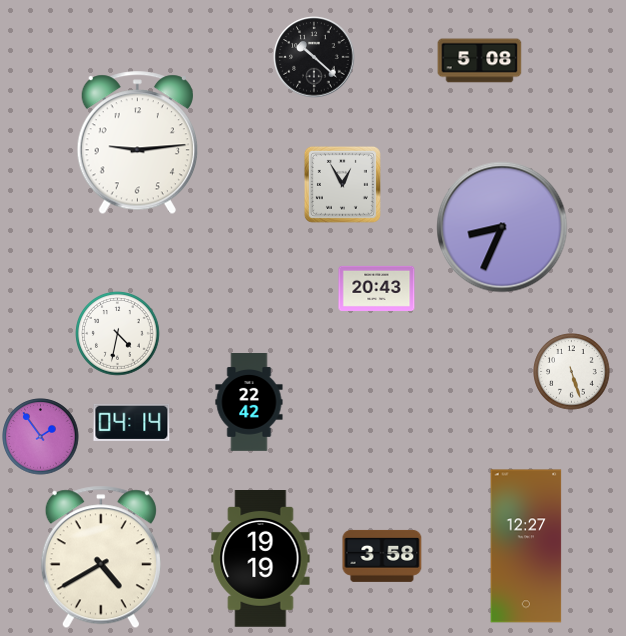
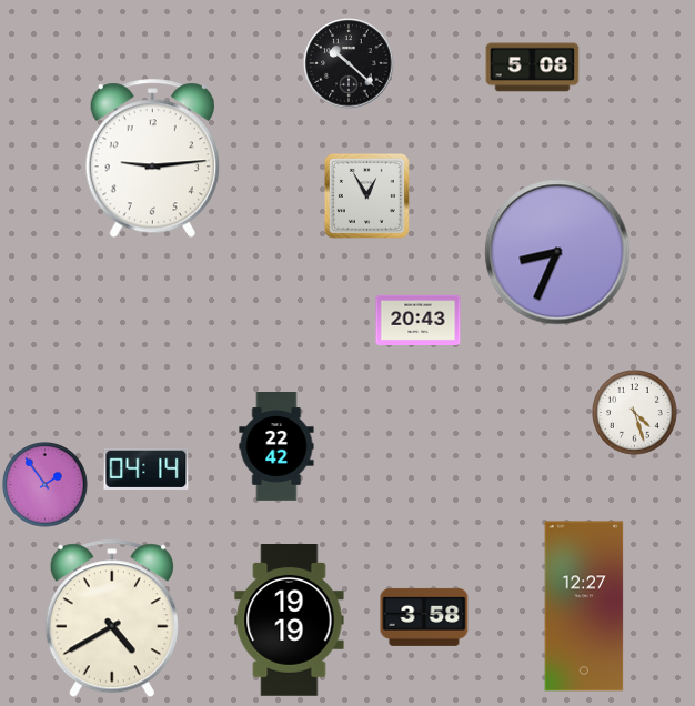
clock at (342, 184) position: (342, 184) -> (366, 195)
clock at (118, 334): 4:32 -> none
clock at (572, 372): 5:27 -> 4:27
